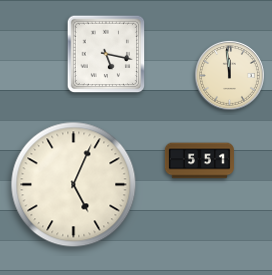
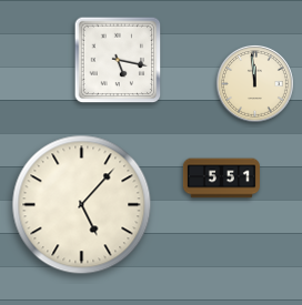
clock at (74, 185): 5:04 -> 5:07
